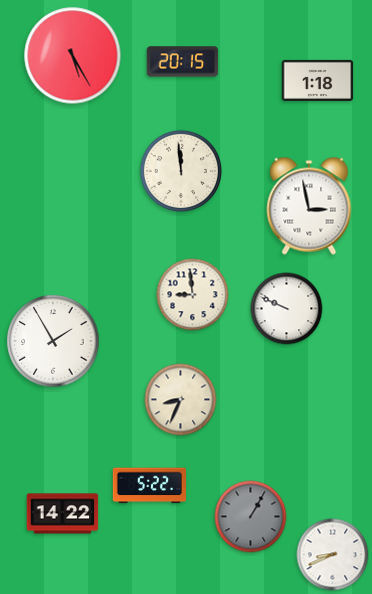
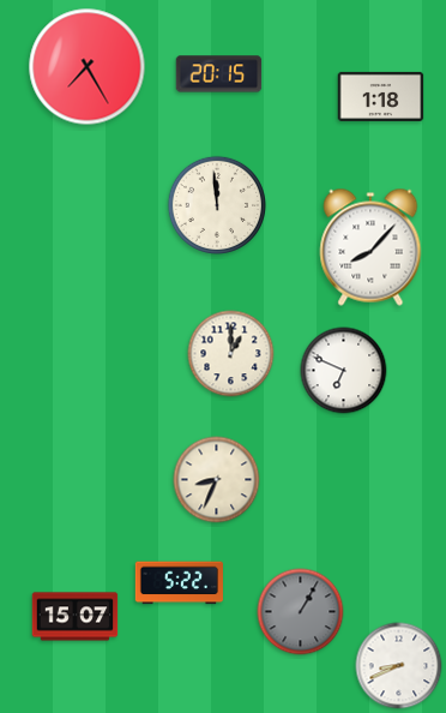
clock at (73, 56): 5:25 -> 7:25
clock at (309, 206): 2:58 -> 8:07
clock at (193, 295): 8:59 -> 1:00
clock at (287, 309): 9:49 -> 6:49
clock at (53, 341): 1:55 -> none
clock at (63, 514): 14:22 -> 15:07
clock at (251, 517) position: (251, 517) -> (301, 612)
